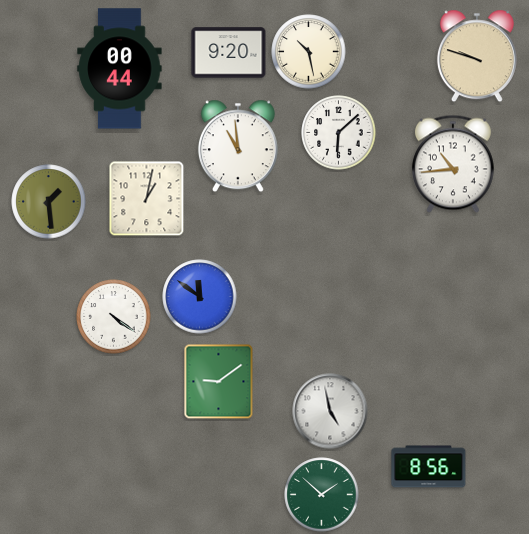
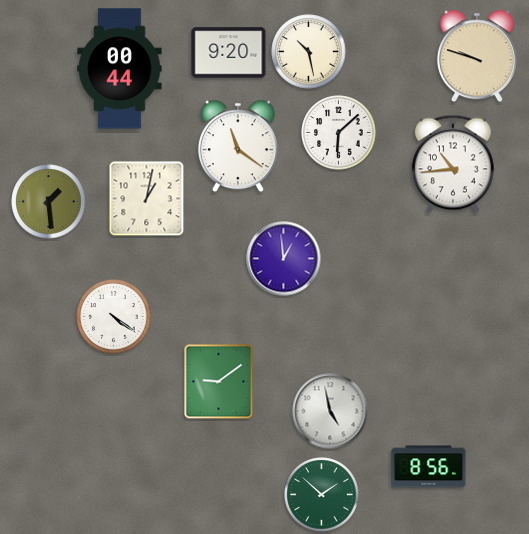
clock at (238, 146): 10:59 -> 11:21
clock at (284, 259): none -> 12:59
clock at (200, 297): 11:51 -> none
